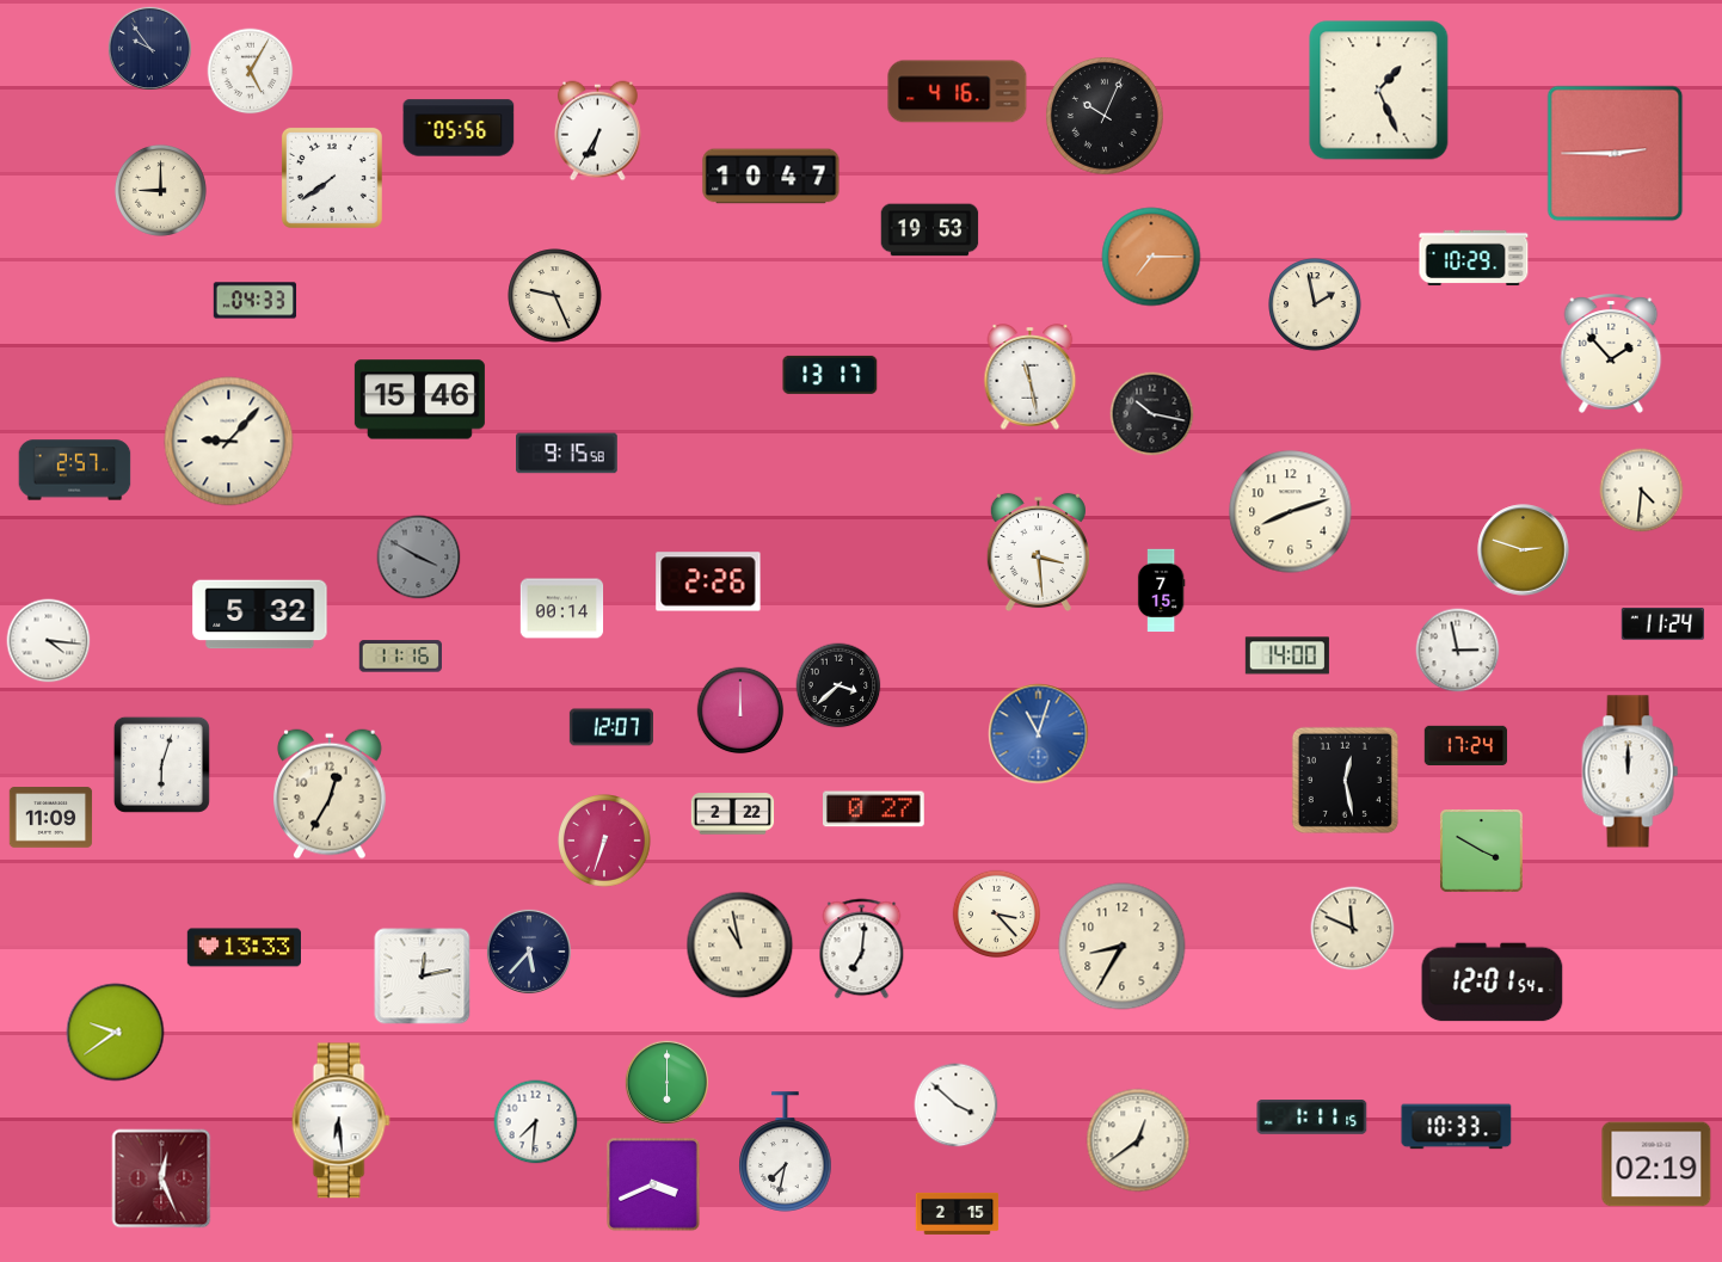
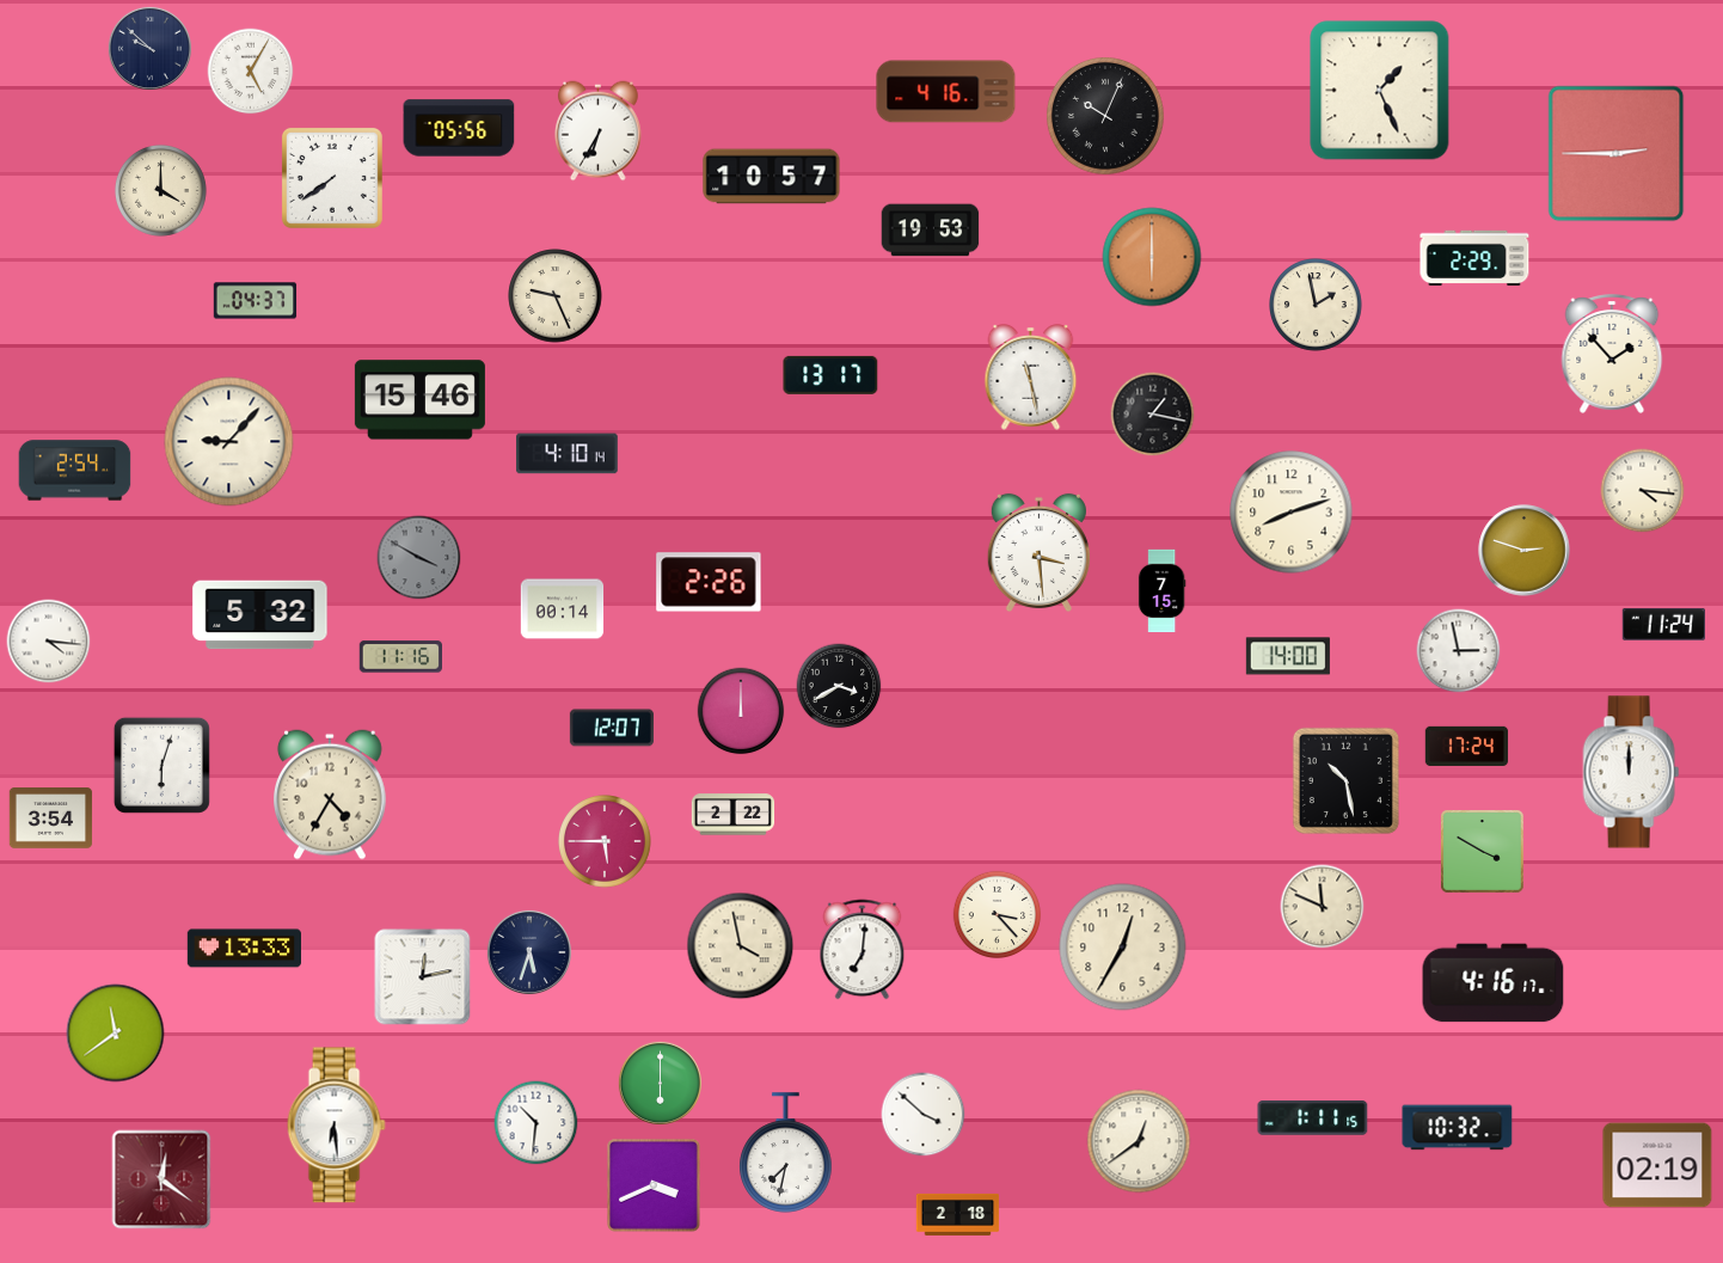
clock at (149, 48): 9:54 -> 9:52
clock at (958, 92) position: (958, 92) -> (946, 92)
clock at (771, 177): 10:47 -> 10:57
clock at (160, 190): 9:00 -> 4:00
clock at (1151, 257): 7:15 -> 6:00
clock at (1474, 258): 10:29 -> 2:29
clock at (256, 301): 04:33 -> 04:37
clock at (1152, 414): 10:17 -> 1:17
clock at (567, 454): 9:15 -> 4:10
clock at (75, 470): 2:57 -> 2:54
clock at (1642, 491): 4:31 -> 4:16
clock at (838, 685): 3:38 -> 3:40
clock at (1039, 734): 11:03 -> none
clock at (1345, 780): 12:28 -> 10:28
clock at (331, 794): 12:35 -> 4:35
clock at (874, 809): 0:27 -> none
clock at (51, 818): 11:09 -> 3:54
clock at (604, 841): 6:33 -> 5:45
clock at (1353, 929) position: (1353, 929) -> (1323, 907)
clock at (740, 946): 10:58 -> 3:58
clock at (1123, 947): 8:35 -> 12:35
clock at (529, 952): 5:37 -> 5:33
clock at (1493, 983): 12:01 -> 4:16
clock at (116, 1033): 9:39 -> 11:39
clock at (666, 1082) position: (666, 1082) -> (660, 1083)
clock at (957, 1106) position: (957, 1106) -> (924, 1115)
clock at (340, 1121) position: (340, 1121) -> (336, 1126)
clock at (536, 1122): 7:31 -> 10:31
clock at (1457, 1127): 10:33 -> 10:32
clock at (161, 1178): 12:26 -> 12:21
clock at (958, 1213): 2:15 -> 2:18
